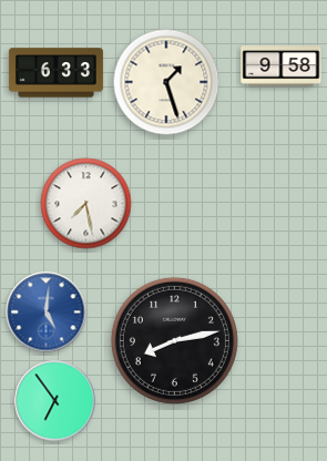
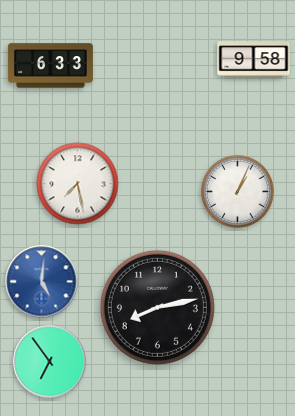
clock at (166, 82): 1:27 -> none
clock at (238, 192): none -> 1:04
